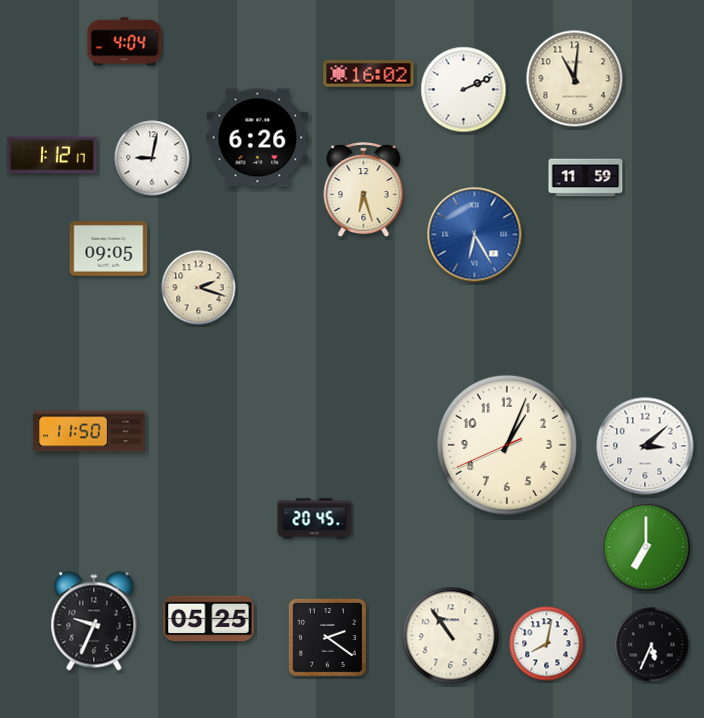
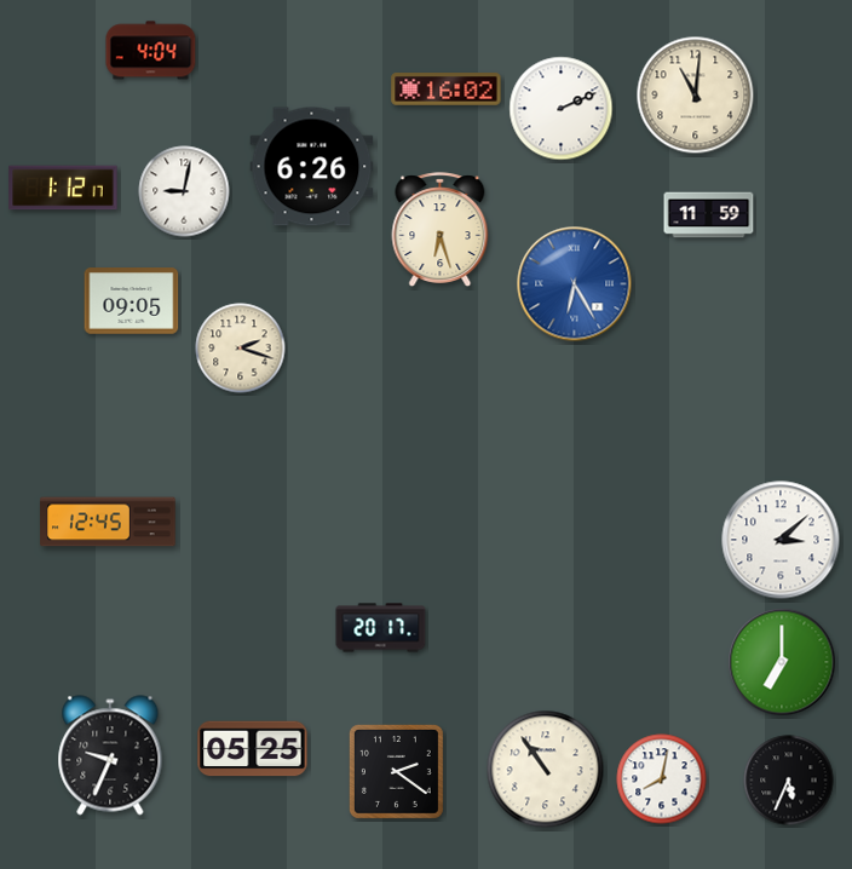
clock at (89, 431): 11:50 -> 12:45
clock at (507, 445): 1:03 -> none
clock at (315, 519): 20:45 -> 20:17
clock at (94, 621) position: (94, 621) -> (110, 755)
